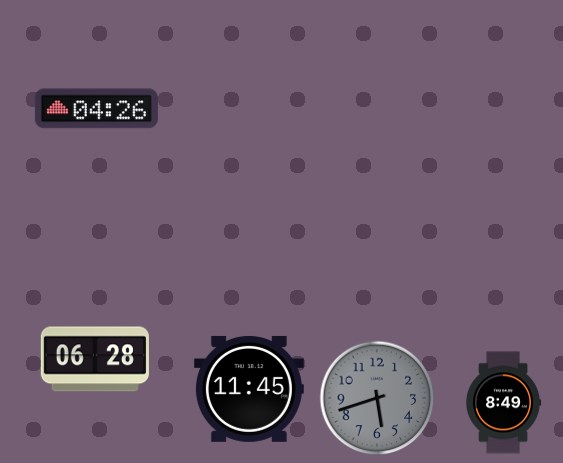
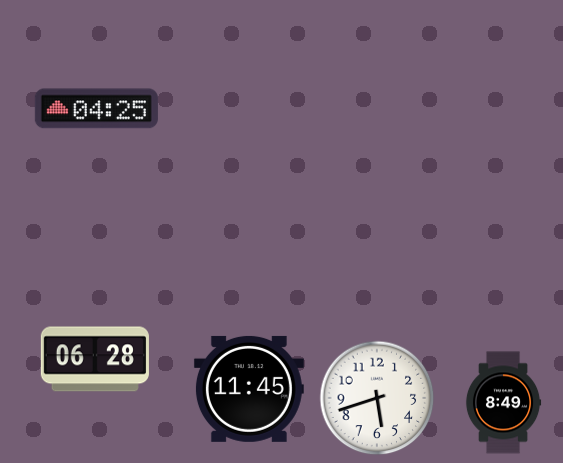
clock at (96, 109): 04:26 -> 04:25
clock at (377, 398) dial: grey -> white
